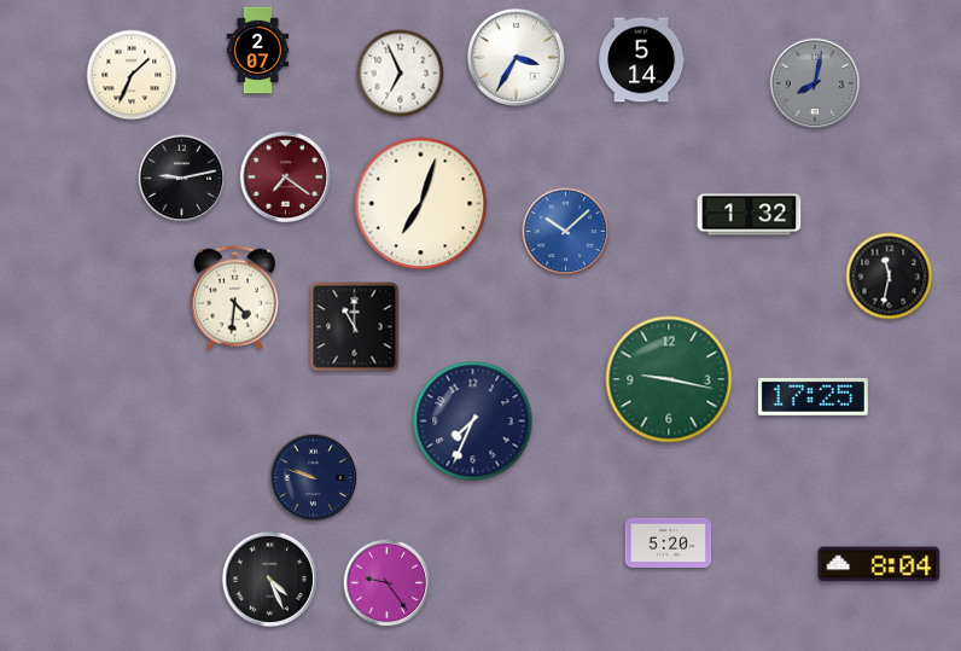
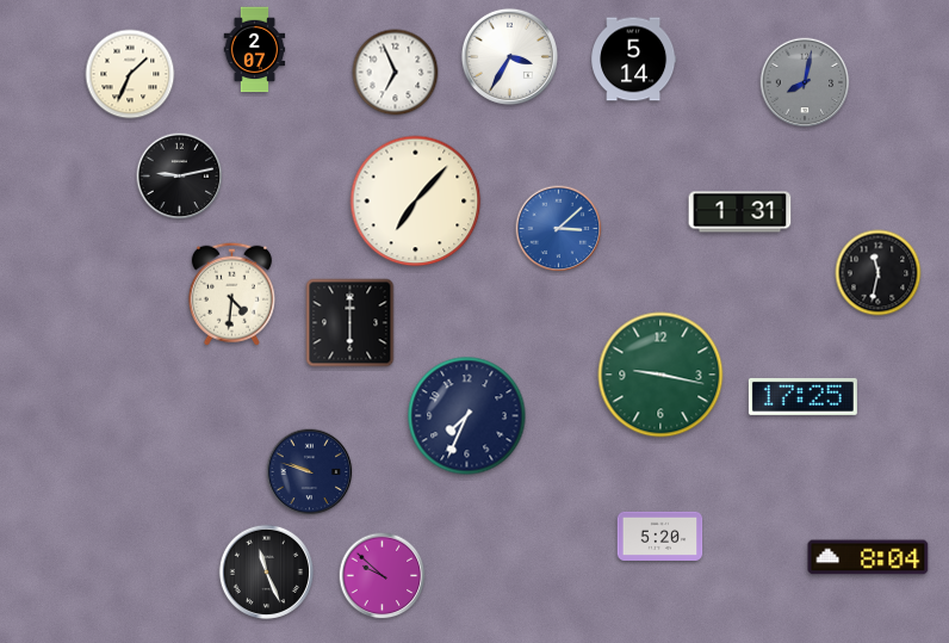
clock at (286, 178): 7:21 -> none
clock at (421, 204): 7:03 -> 7:07
clock at (750, 215): 1:32 -> 1:31
clock at (566, 232): 10:08 -> 3:08
clock at (355, 327): 11:00 -> 6:00
clock at (813, 396) position: (813, 396) -> (802, 396)
clock at (269, 579): 4:26 -> 11:26
clock at (388, 583): 9:24 -> 9:52
